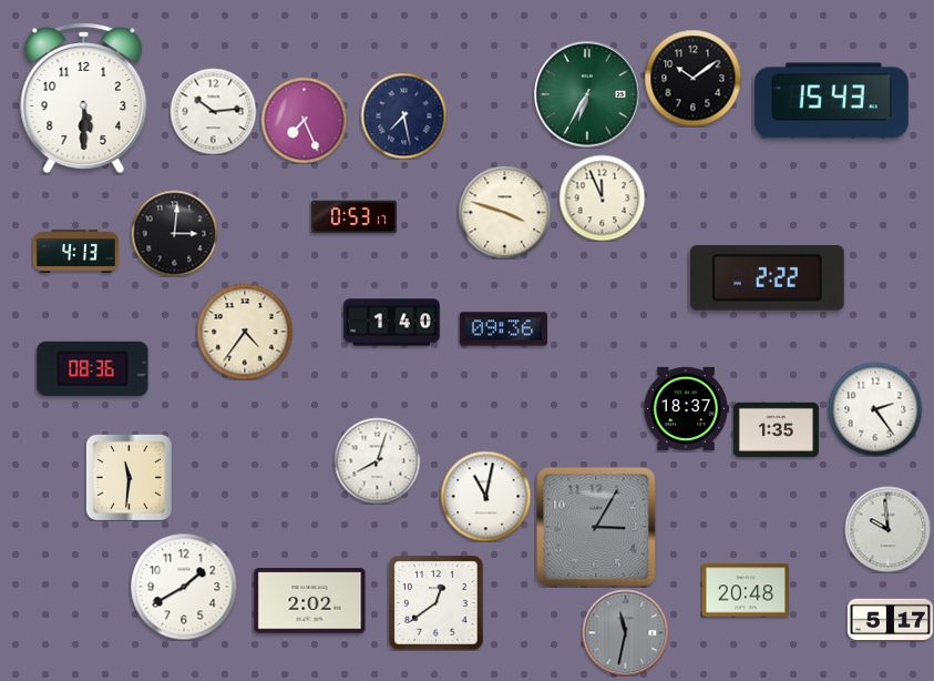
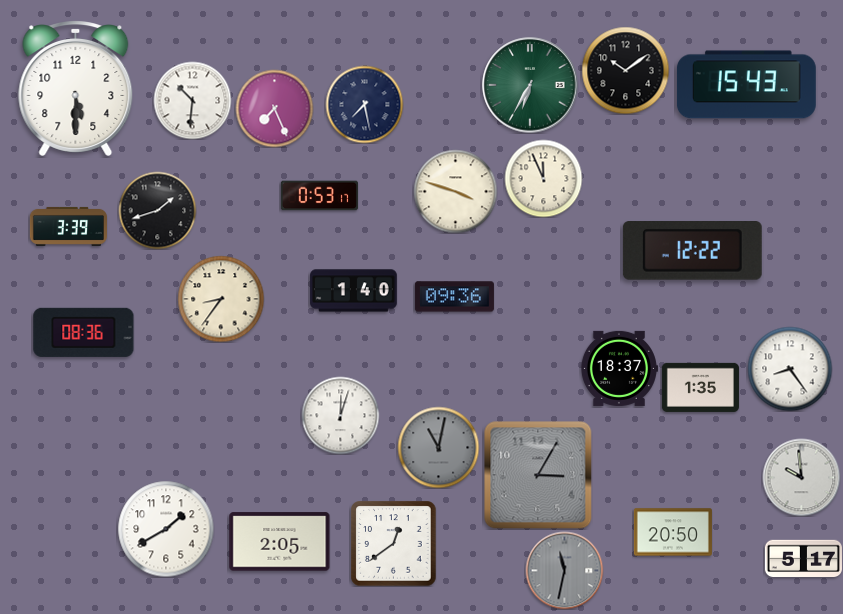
clock at (831, 101) position: (831, 101) -> (746, 85)
clock at (213, 111): 10:14 -> 10:31
clock at (174, 233): 3:01 -> 1:42
clock at (75, 251): 4:13 -> 3:39
clock at (767, 278): 2:22 -> 12:22
clock at (245, 332): 4:36 -> 8:36
clock at (875, 409): 2:24 -> 8:24
clock at (377, 460): 8:03 -> 12:03
clock at (129, 477): 11:31 -> none
clock at (485, 496) dial: white -> grey
clock at (746, 590): 20:48 -> 20:50
clock at (310, 601): 2:02 -> 2:05
